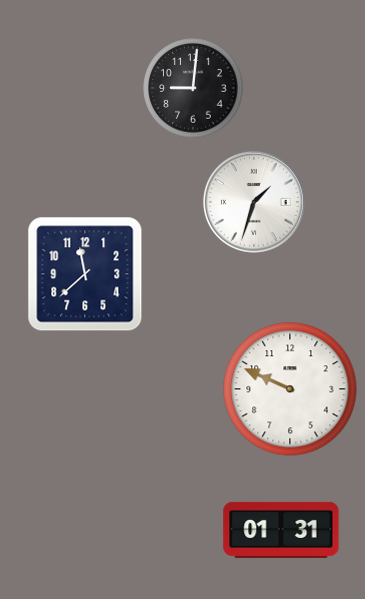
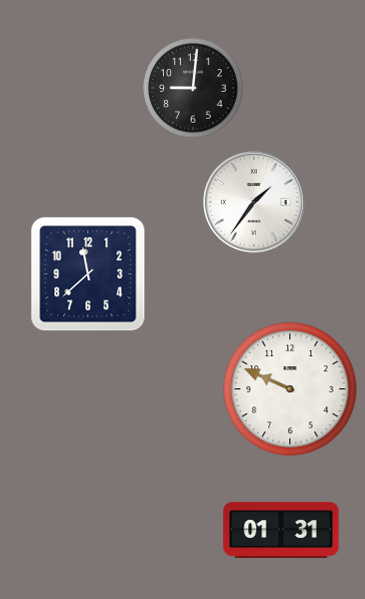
clock at (254, 202): 1:33 -> 1:36
clock at (85, 274) position: (85, 274) -> (88, 274)
